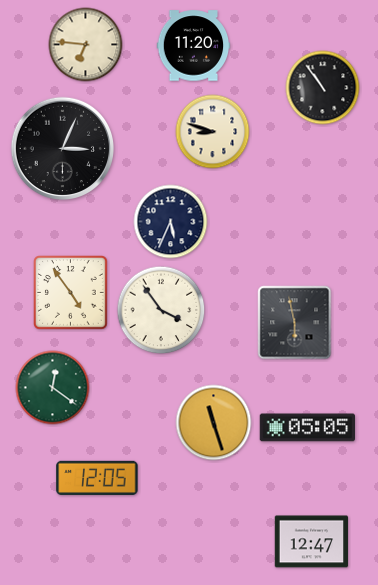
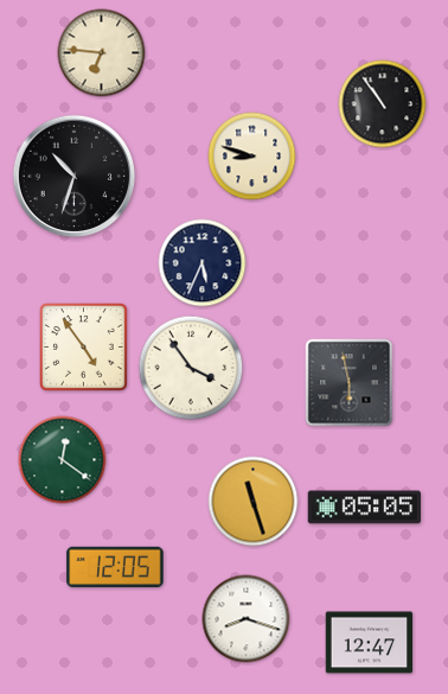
clock at (194, 46): 11:20 -> none
clock at (62, 148): 3:04 -> 10:33
clock at (247, 619): none -> 8:18
